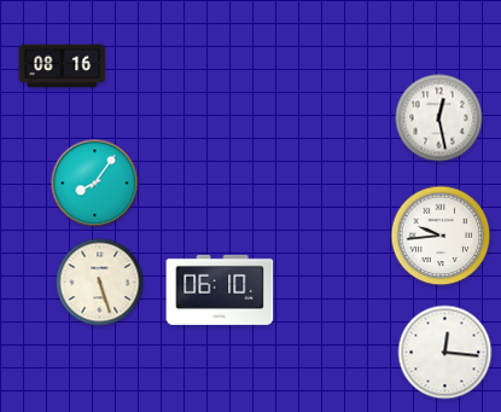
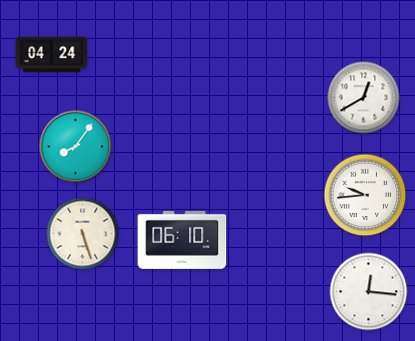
clock at (63, 66): 08:16 -> 04:24
clock at (439, 118): 12:28 -> 12:40
clock at (95, 184) position: (95, 184) -> (76, 147)
